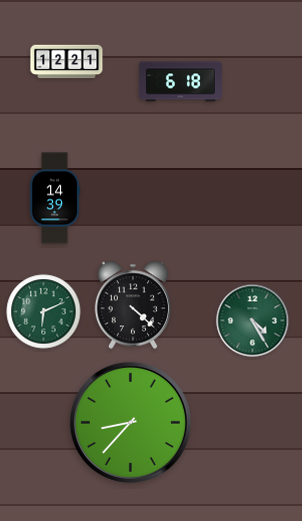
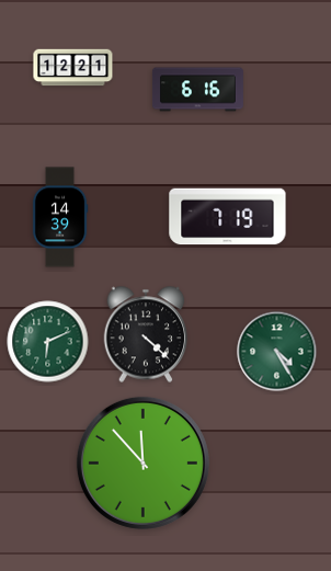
clock at (180, 82): 6:18 -> 6:16
clock at (228, 217): none -> 7:19
clock at (130, 422): 8:37 -> 11:53
